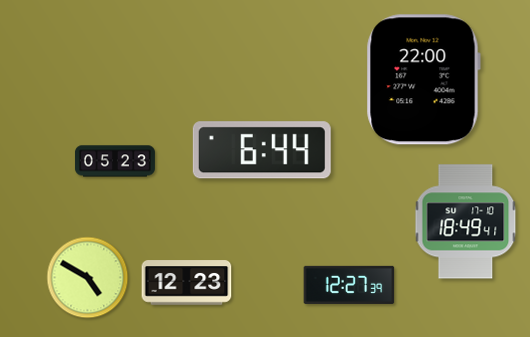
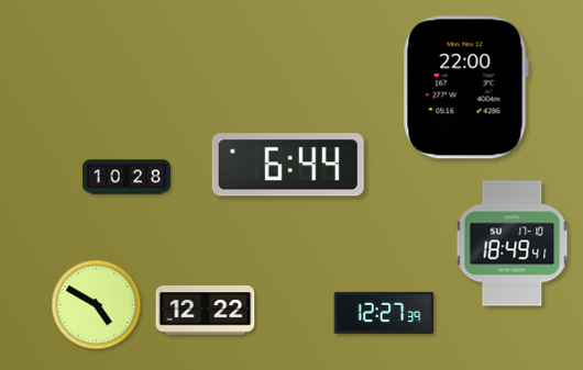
clock at (115, 161): 05:23 -> 10:28
clock at (187, 283): 12:23 -> 12:22
